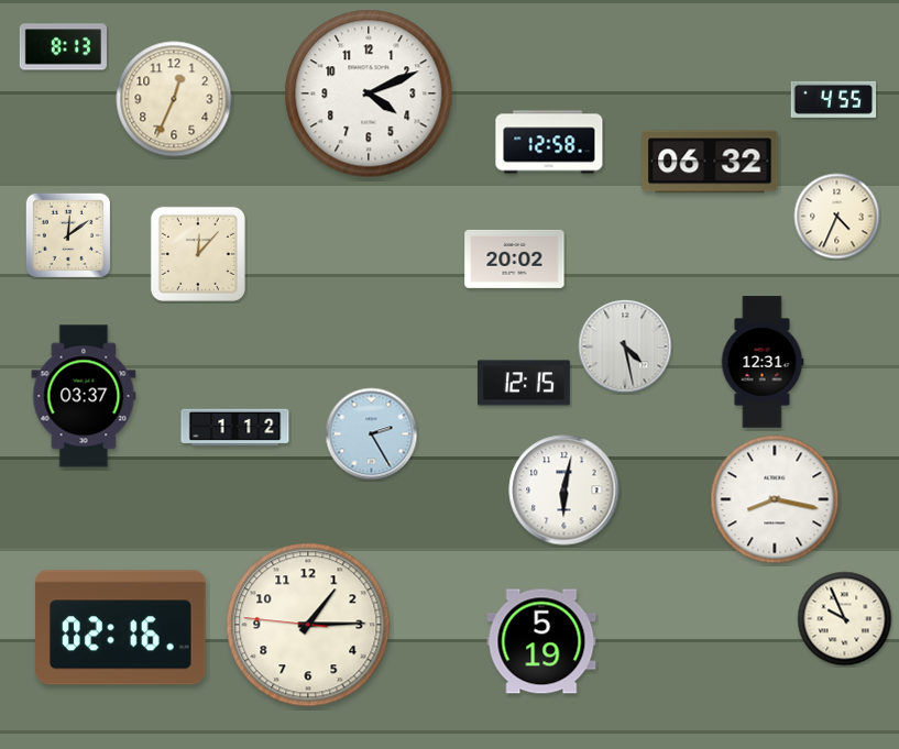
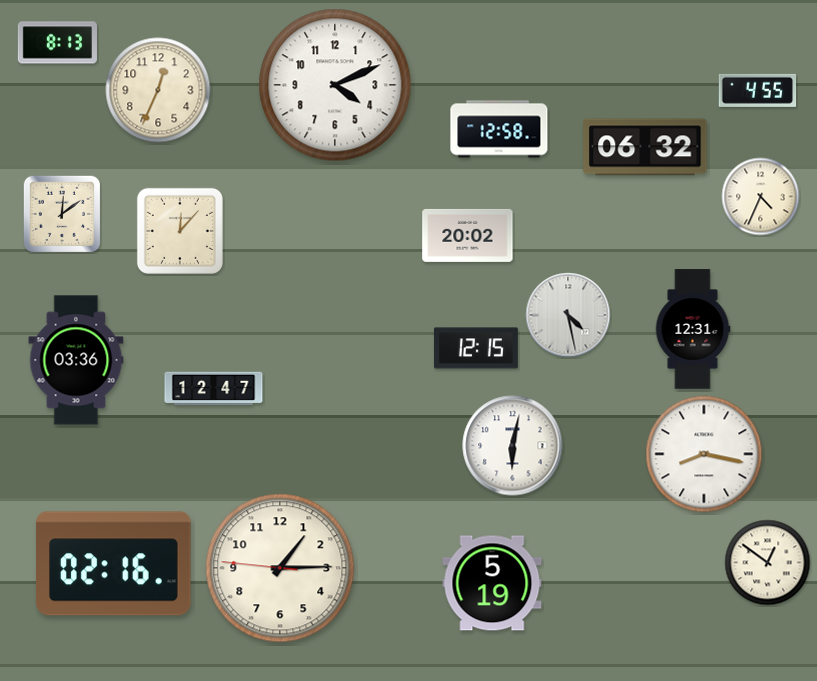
clock at (84, 396): 03:37 -> 03:36
clock at (235, 428): 1:12 -> 12:47
clock at (372, 434): 2:25 -> none
clock at (845, 619): 9:56 -> 12:51
clock at (121, 628) position: (121, 628) -> (114, 564)
